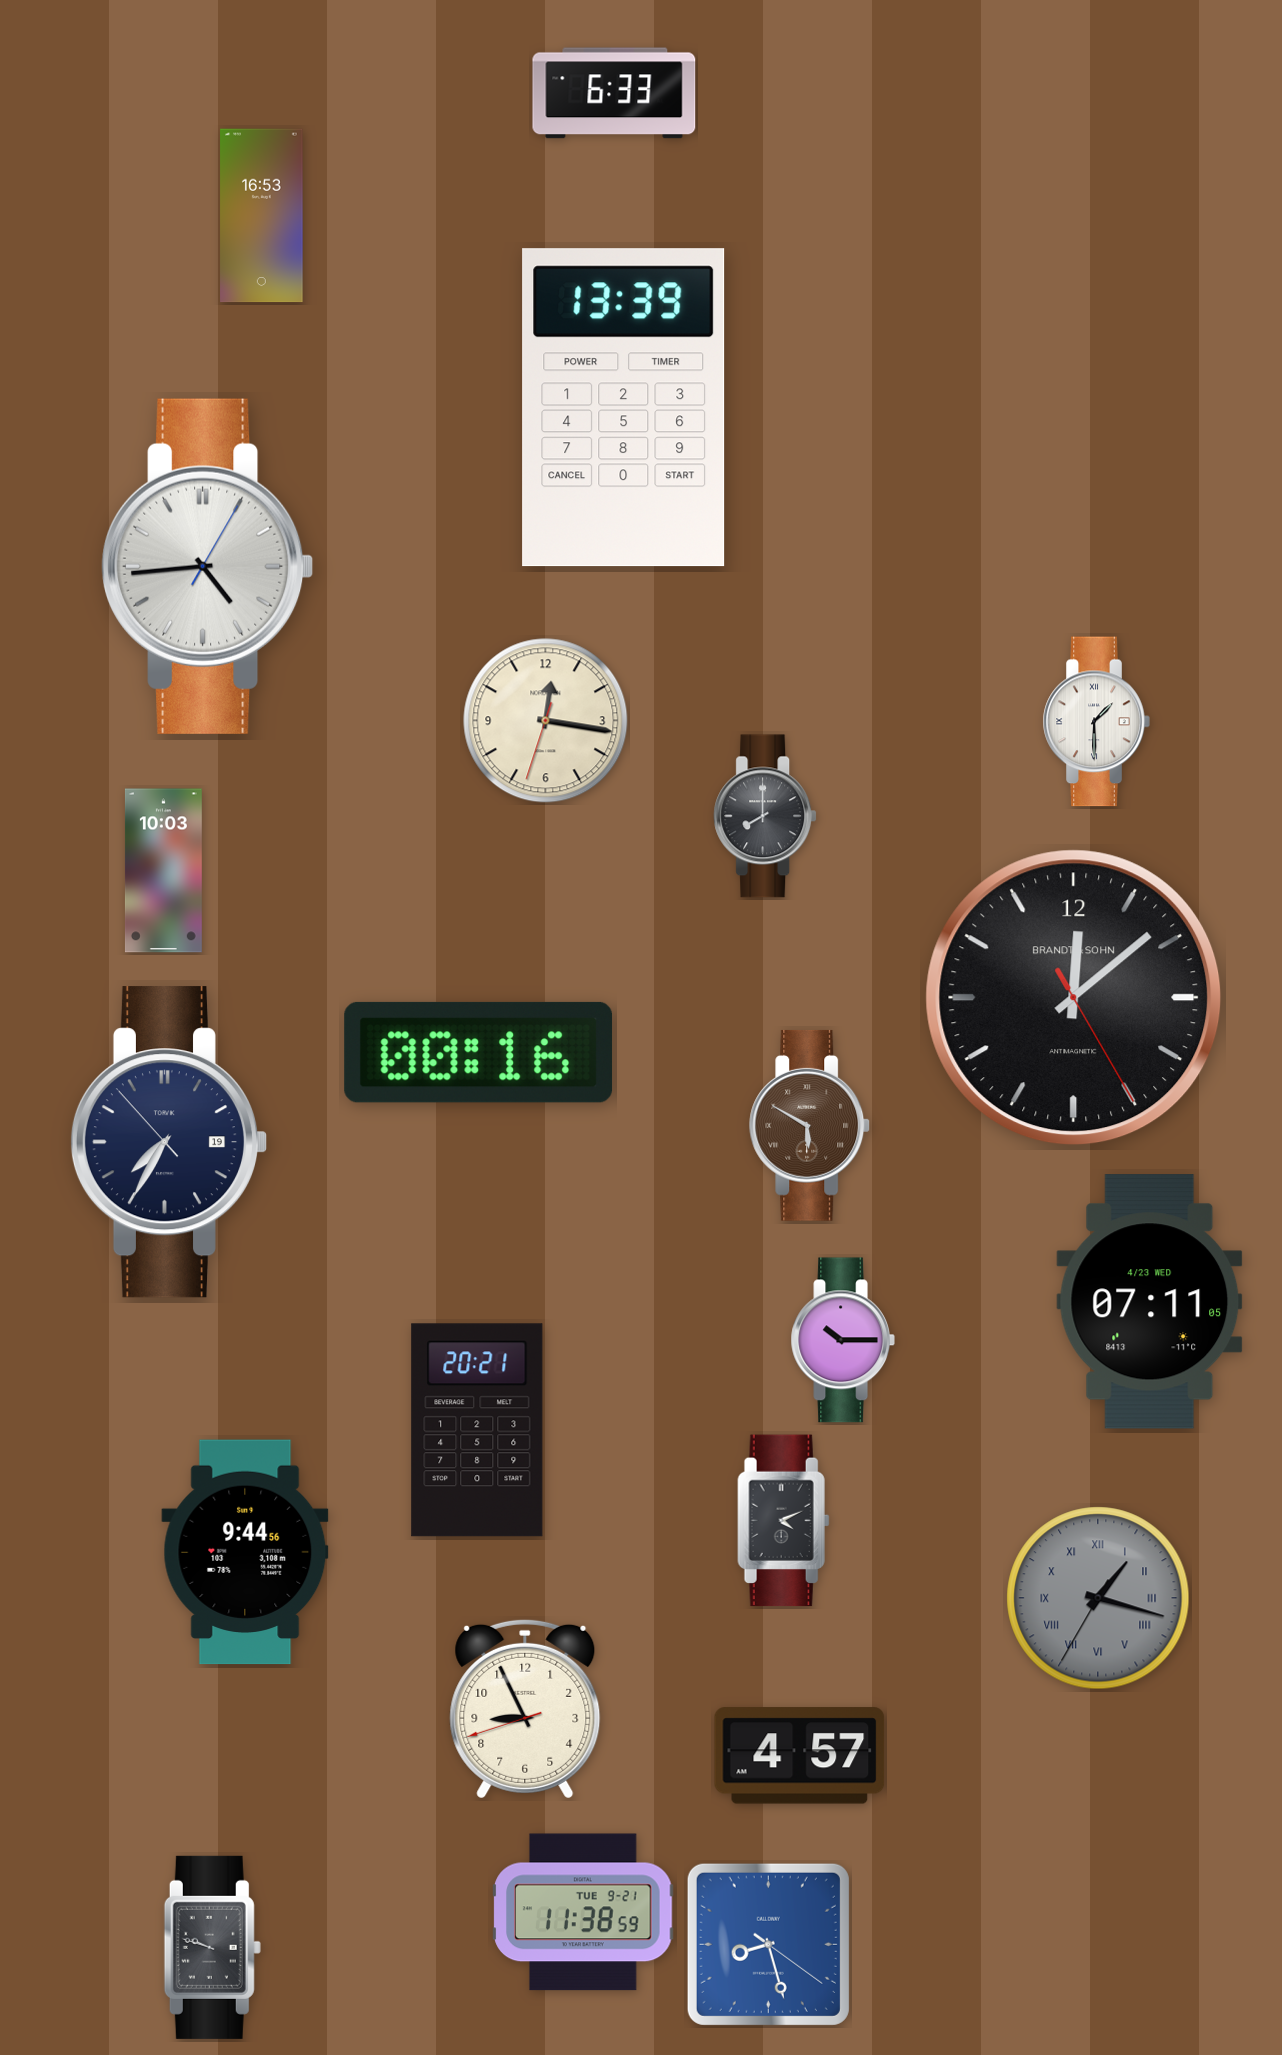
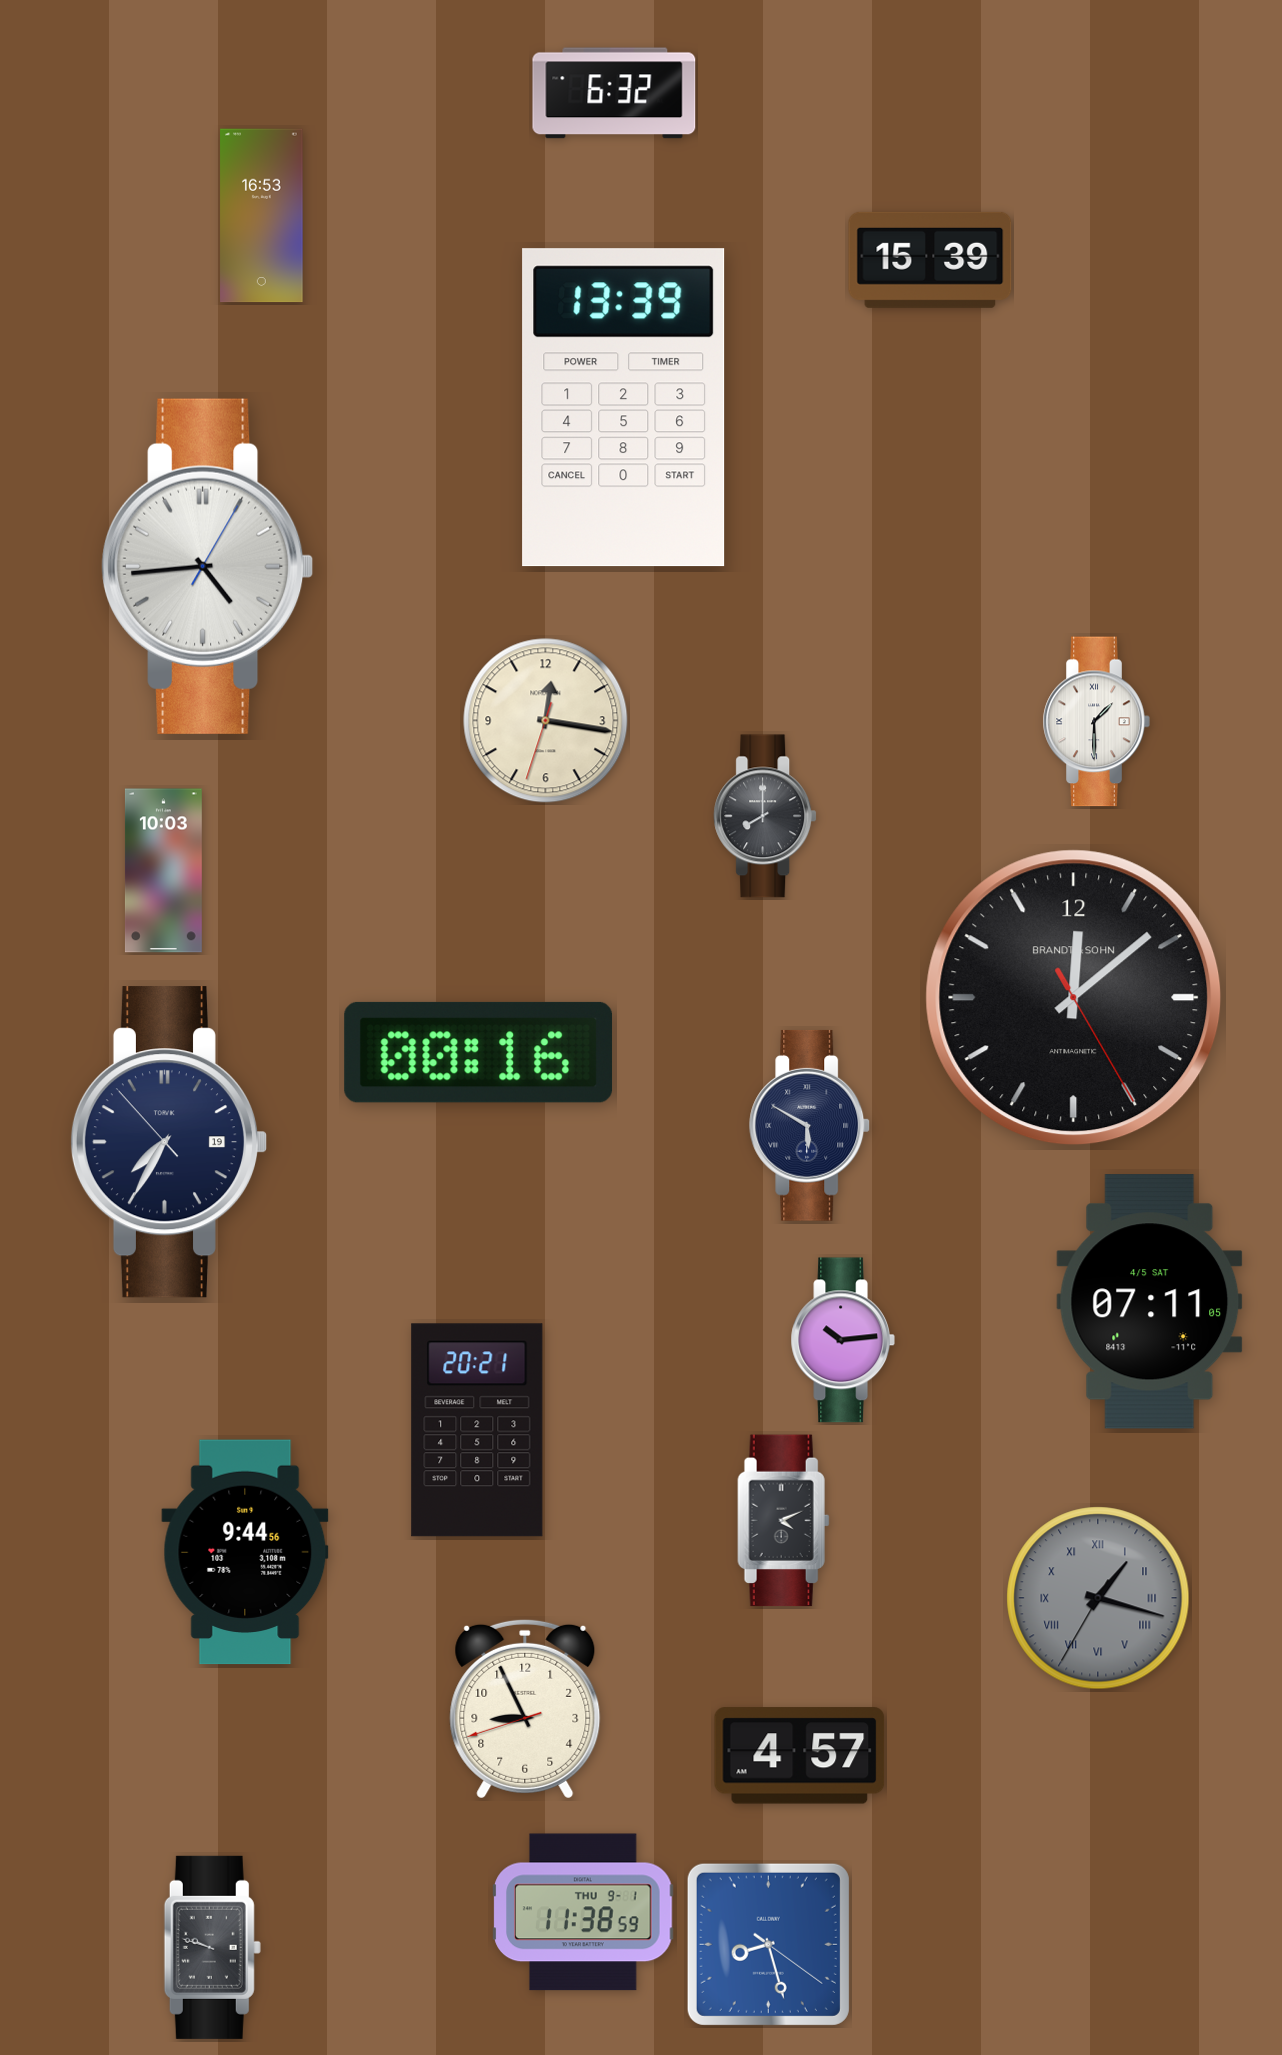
clock at (614, 93): 6:33 -> 6:32
clock at (930, 260): none -> 15:39
clock at (810, 1125) dial: brown -> navy
clock at (1150, 1302) date: 4/23 WED -> 4/5 SAT
clock at (842, 1340): 10:15 -> 10:14
clock at (583, 1912) date: TUE 9-21 -> THU 9-1
